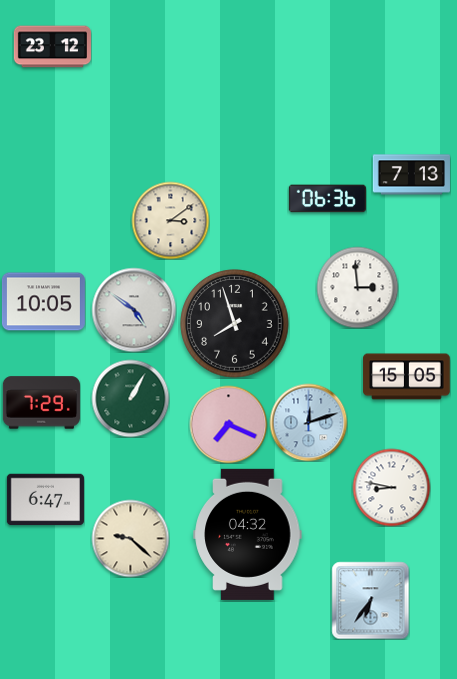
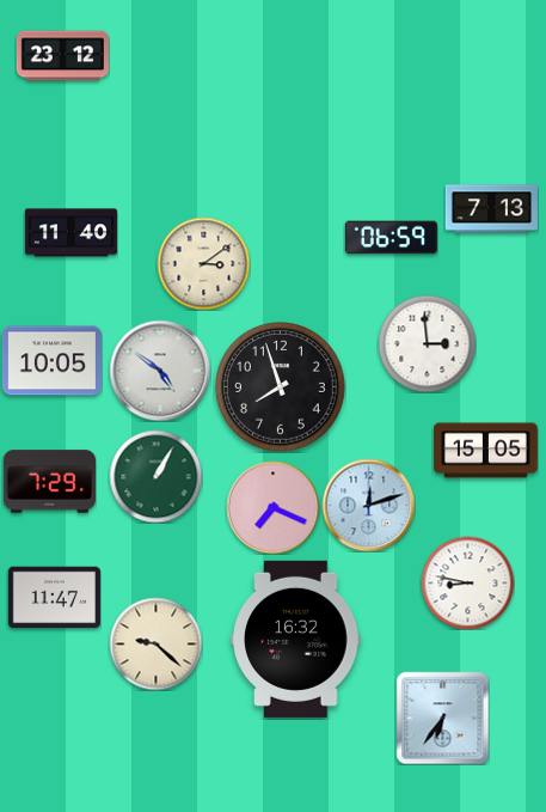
clock at (70, 233): none -> 11:40
clock at (327, 199): 06:36 -> 06:59
clock at (45, 500): 6:47 -> 11:47
clock at (248, 534): 04:32 -> 16:32
